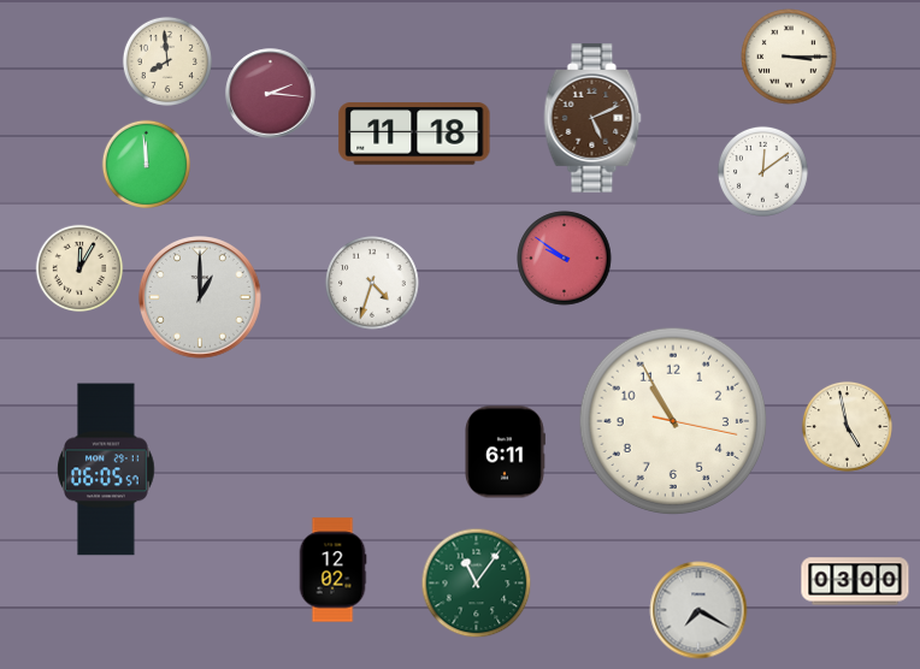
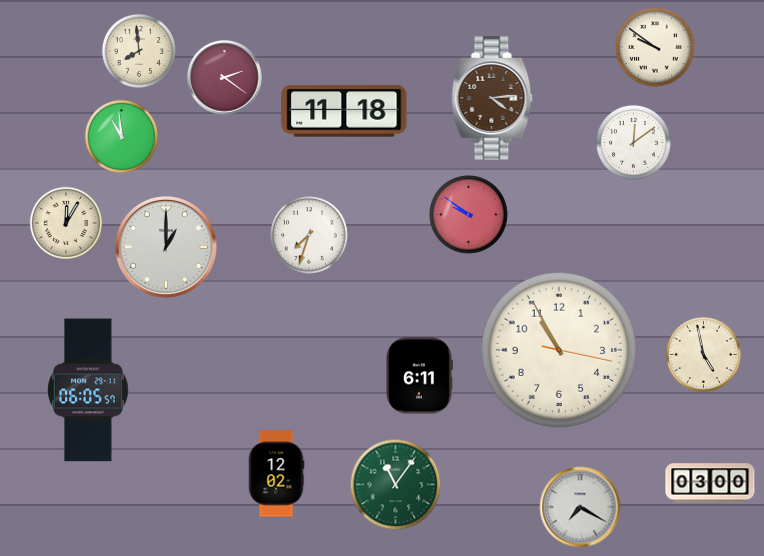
clock at (789, 57): 3:15 -> 9:51
clock at (271, 94): 2:16 -> 2:21
clock at (592, 118): 5:11 -> 4:14
clock at (146, 164): 11:59 -> 10:59
clock at (372, 283): 4:33 -> 7:33
